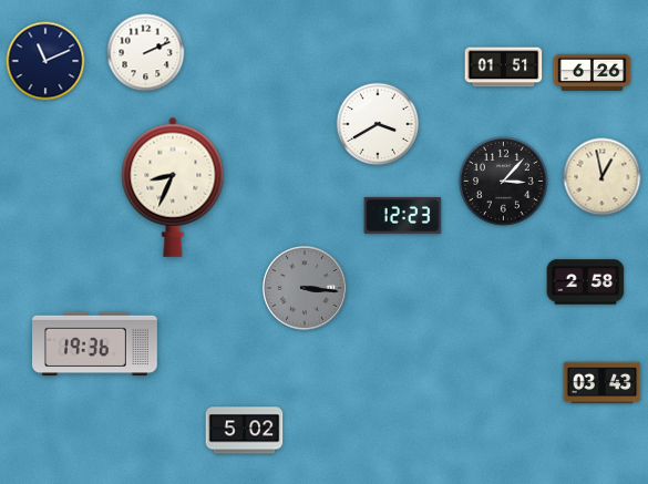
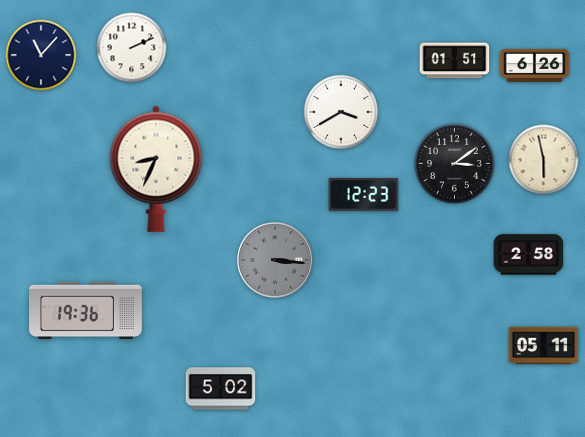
clock at (45, 61): 11:11 -> 11:07
clock at (603, 177): 12:58 -> 5:58
clock at (504, 182): 3:07 -> 3:09
clock at (603, 383): 03:43 -> 05:11
